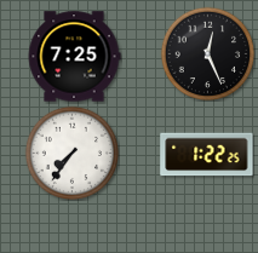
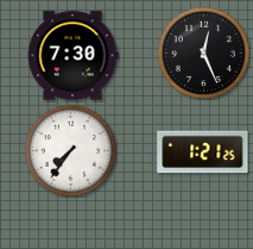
clock at (74, 57): 7:25 -> 7:30
clock at (207, 155): 1:22 -> 1:21
